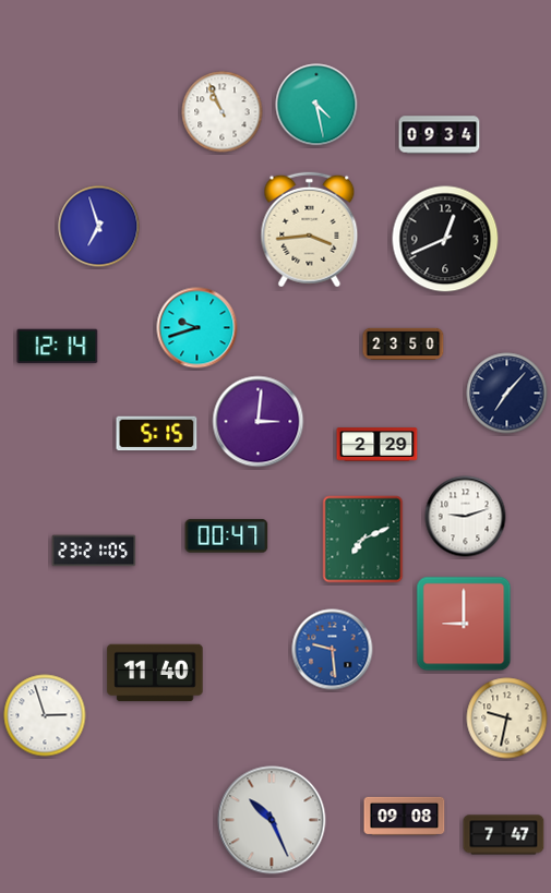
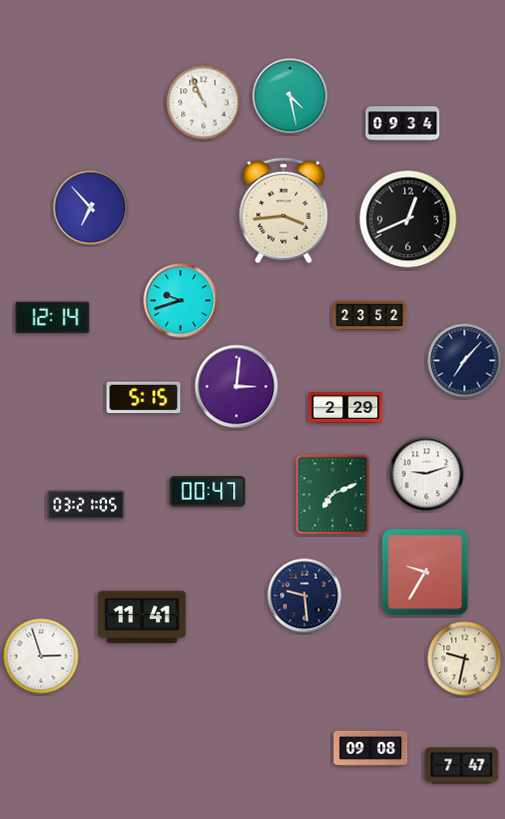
clock at (99, 227): 6:57 -> 6:53
clock at (404, 343): 23:50 -> 23:52
clock at (94, 551): 23:21 -> 03:21
clock at (464, 624): 9:00 -> 9:35
clock at (333, 650) dial: blue -> navy
clock at (155, 673): 11:40 -> 11:41
clock at (272, 820): 10:26 -> none
